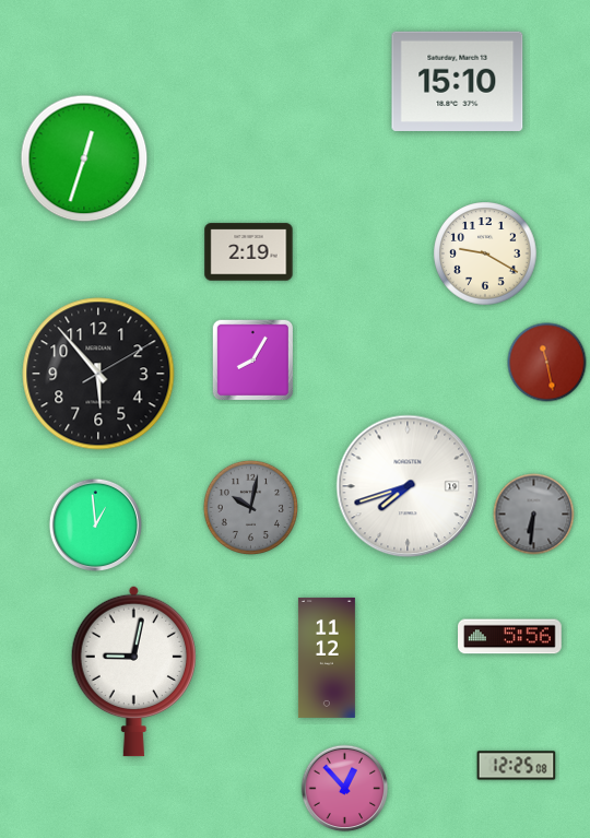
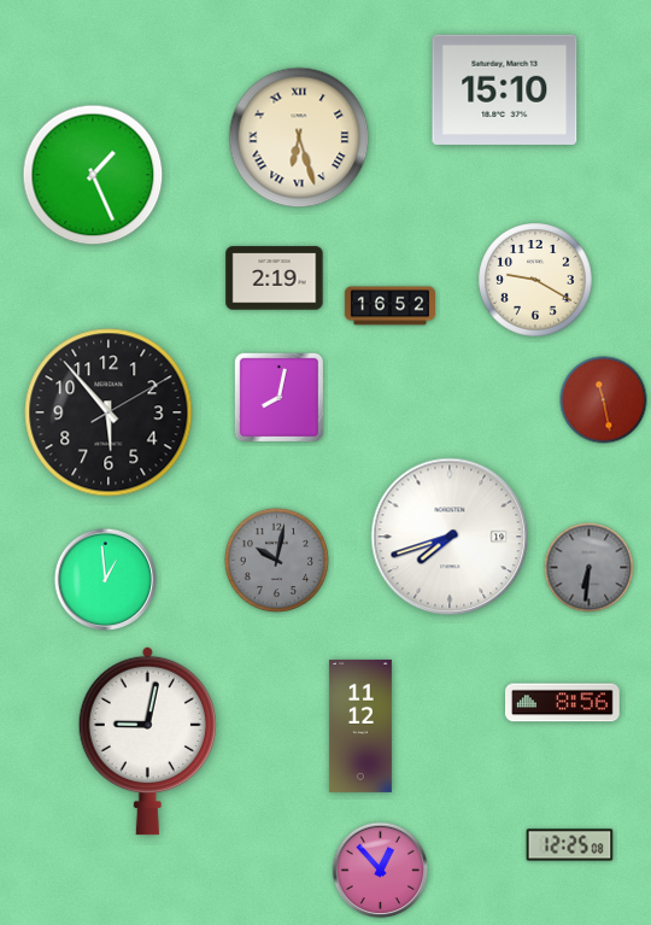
clock at (299, 137): none -> 6:27
clock at (84, 158): 12:33 -> 1:26
clock at (389, 306): none -> 16:52
clock at (253, 361): 8:05 -> 8:02
clock at (510, 637): 5:56 -> 8:56
